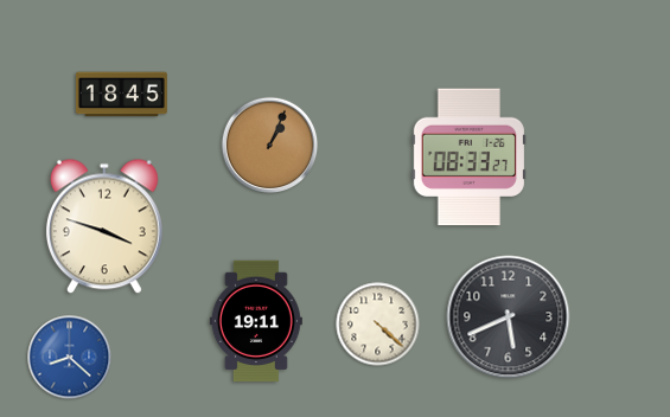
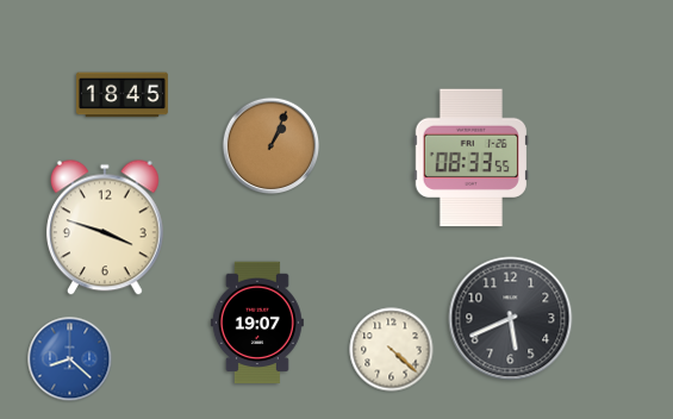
clock at (468, 158): 08:33:27 -> 08:33:55
clock at (256, 321): 19:11 -> 19:07
clock at (378, 325) position: (378, 325) -> (392, 350)
